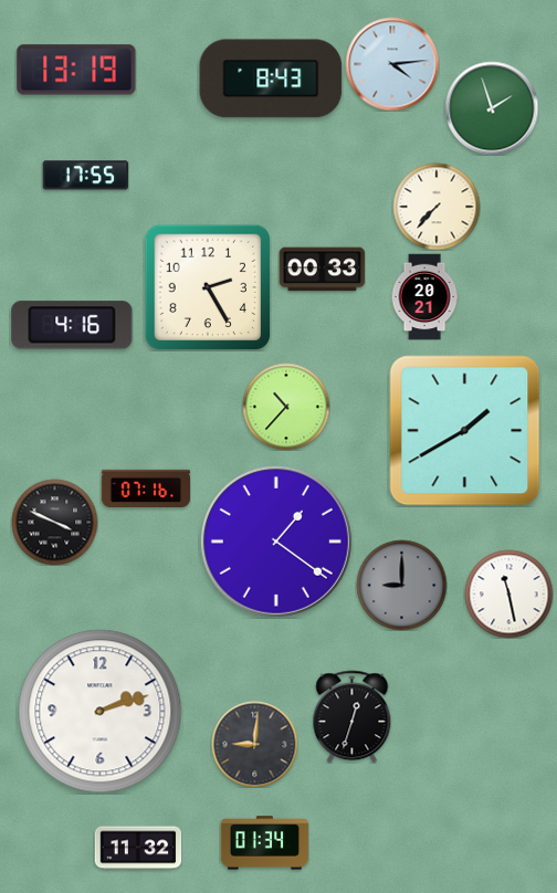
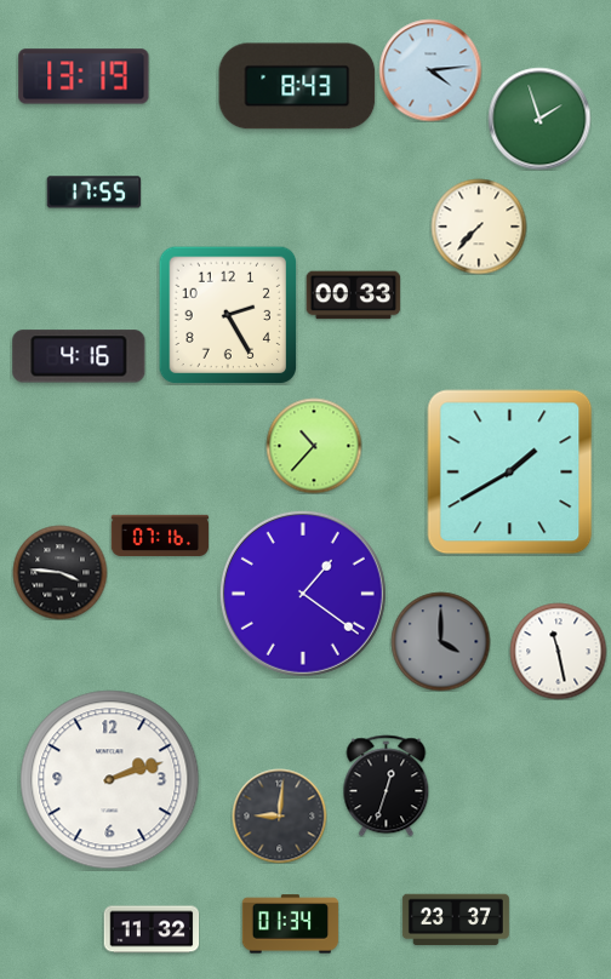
clock at (424, 296): 20:21 -> none
clock at (54, 522): 3:49 -> 3:46
clock at (401, 585): 9:00 -> 4:00
clock at (456, 920): none -> 23:37
